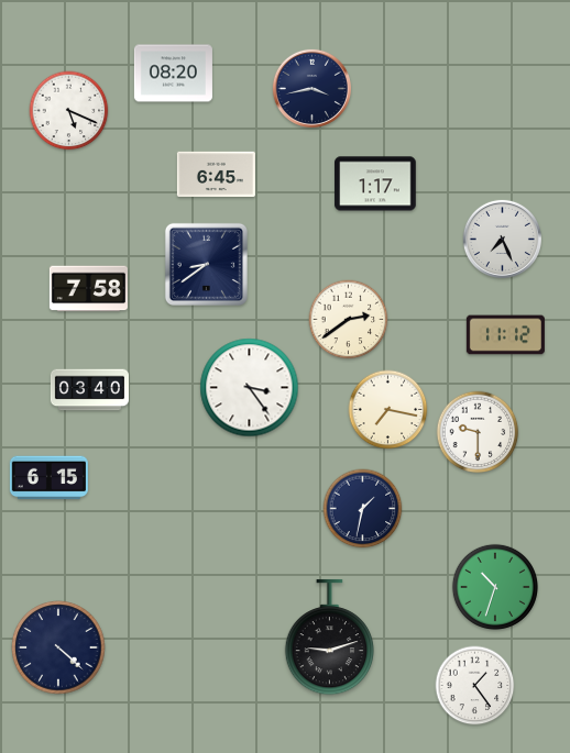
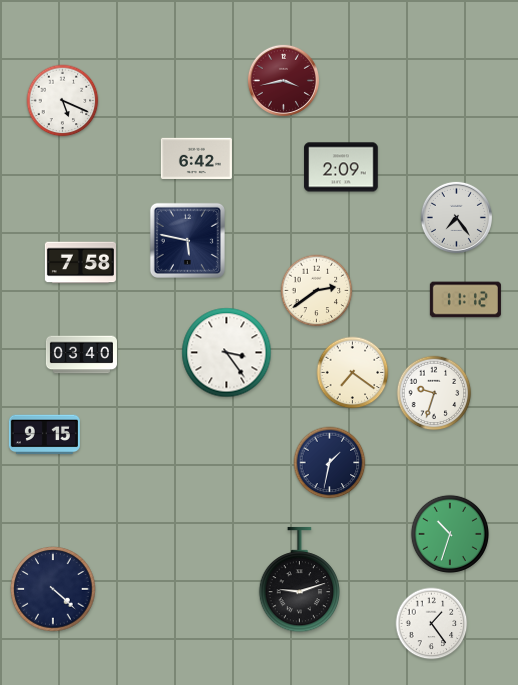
clock at (173, 74): 08:20 -> none
clock at (311, 88) dial: navy -> burgundy
clock at (216, 174): 6:45 -> 6:42
clock at (375, 184): 1:17 -> 2:09
clock at (502, 239): 7:26 -> 7:24
clock at (206, 264): 8:39 -> 5:47
clock at (505, 335) position: (505, 335) -> (465, 300)
clock at (388, 410): 7:17 -> 7:21
clock at (478, 432): 9:30 -> 9:33
clock at (48, 478): 6:15 -> 9:15
